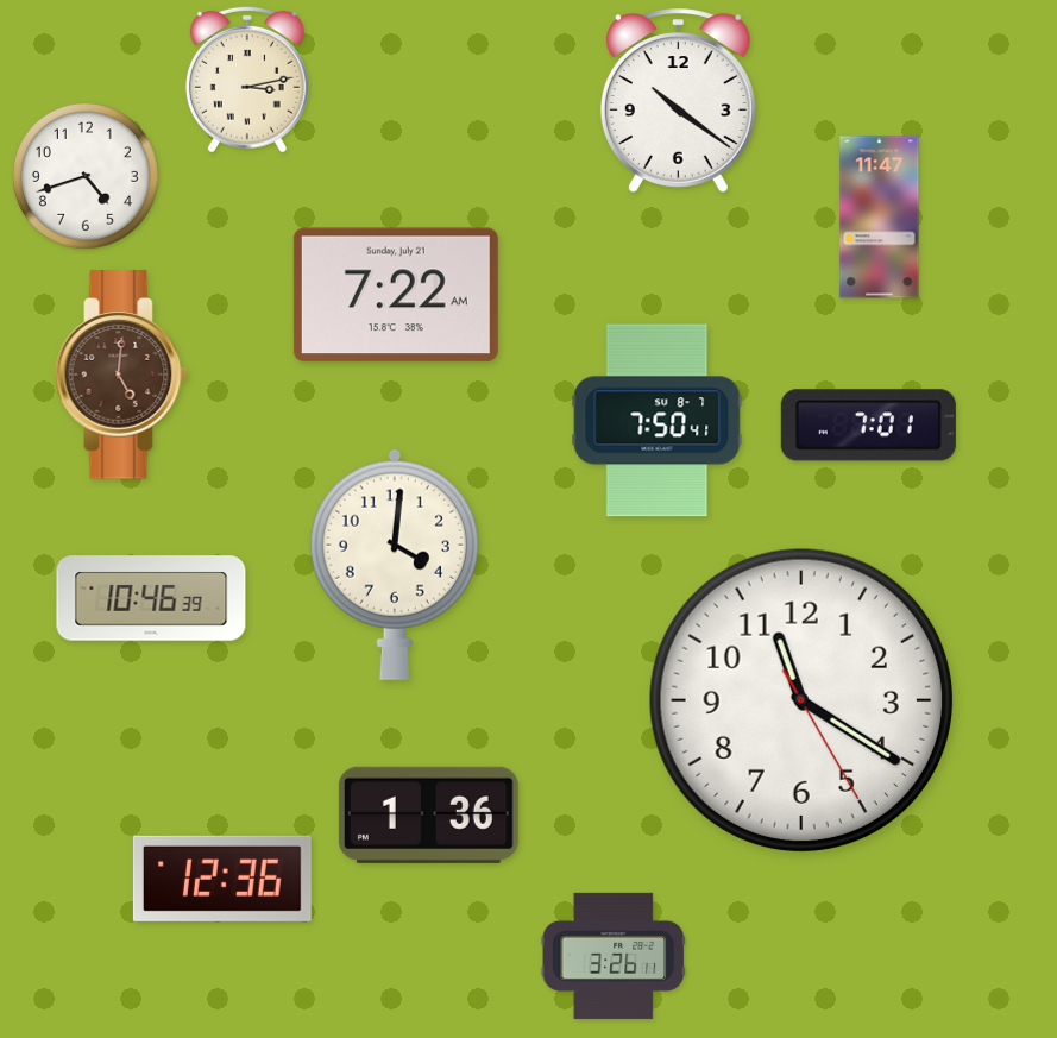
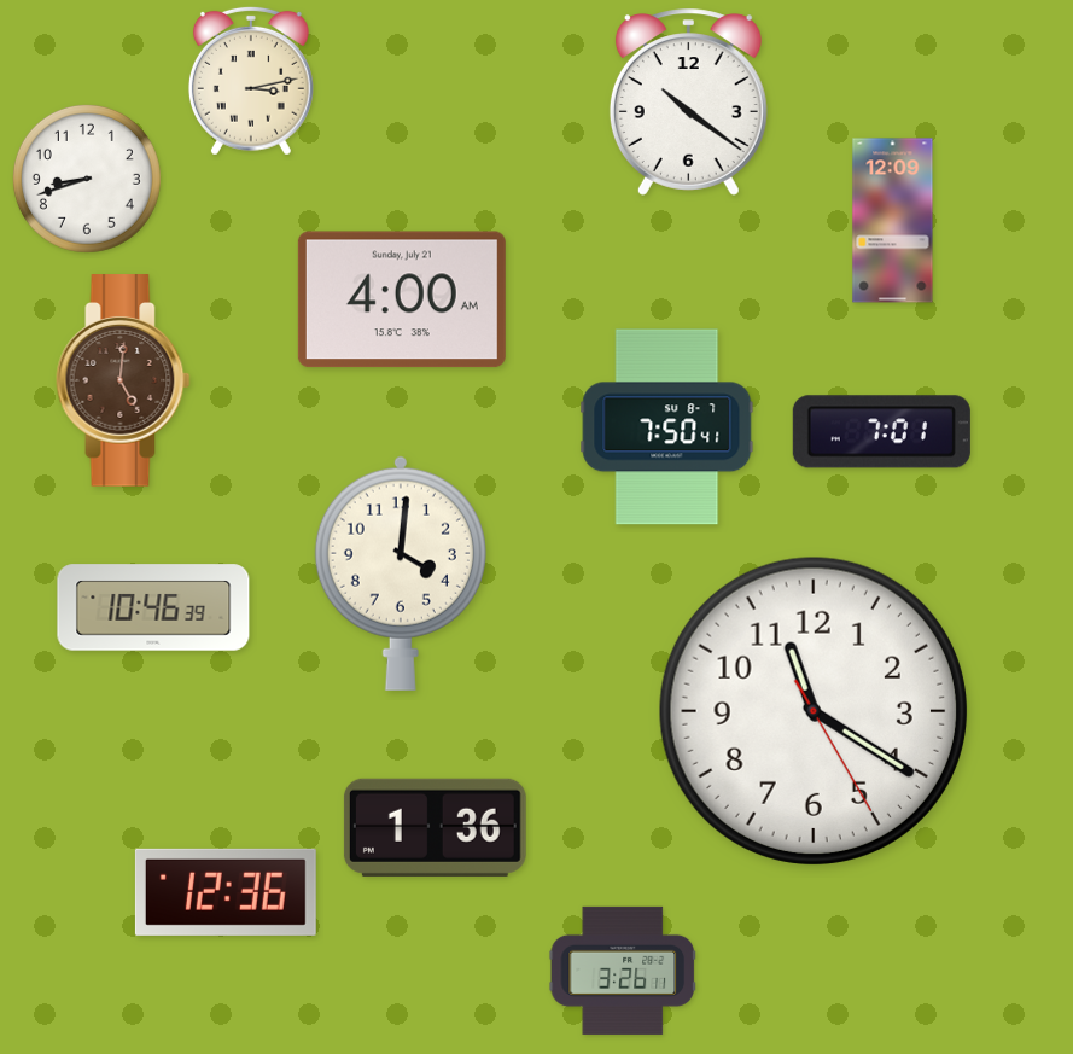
clock at (86, 176): 4:42 -> 8:42
clock at (880, 218): 11:47 -> 12:09
clock at (396, 295): 7:22 -> 4:00
